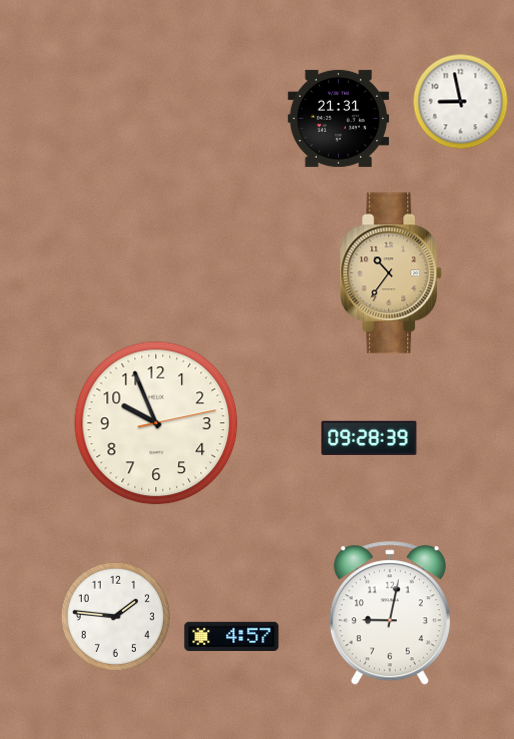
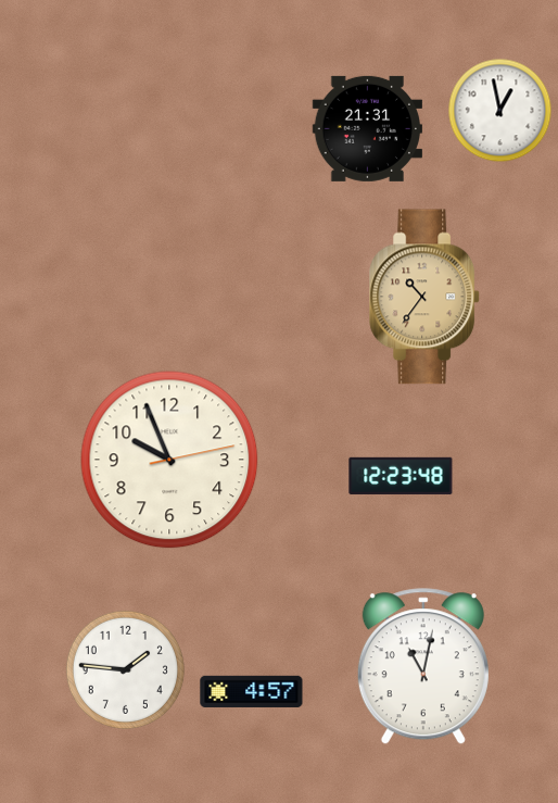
clock at (461, 102): 8:58 -> 12:58
clock at (369, 438): 09:28 -> 12:23
clock at (390, 614): 9:02 -> 11:02
